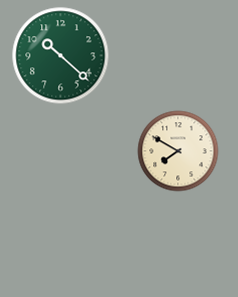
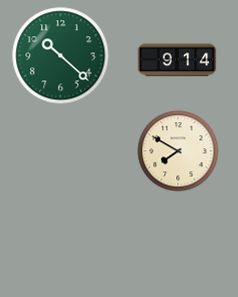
clock at (177, 60): none -> 9:14
